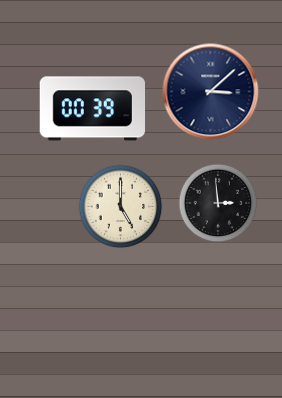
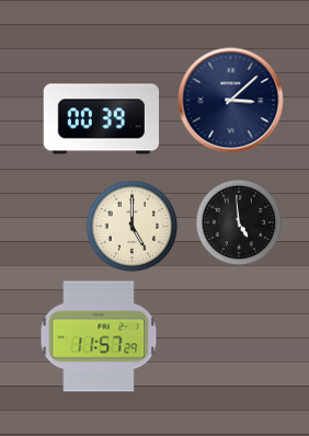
clock at (218, 203): 2:59 -> 4:59
clock at (99, 336): none -> 11:57
